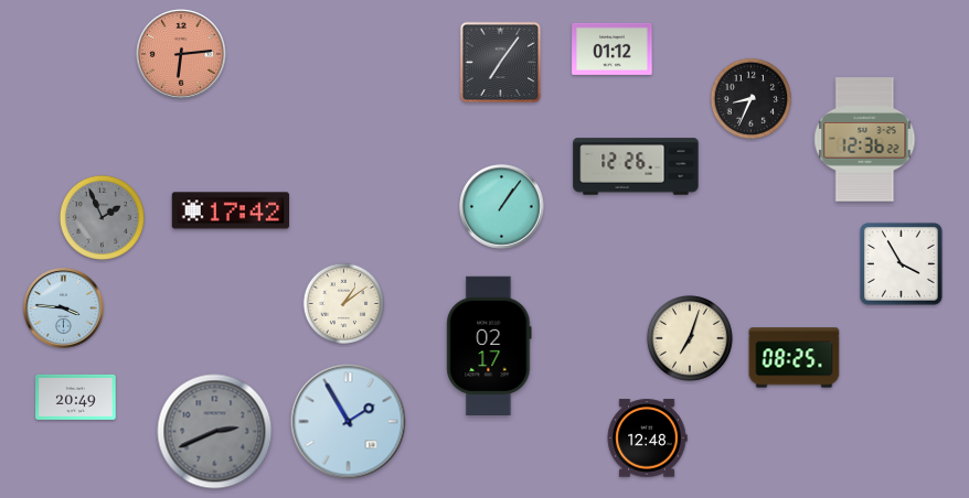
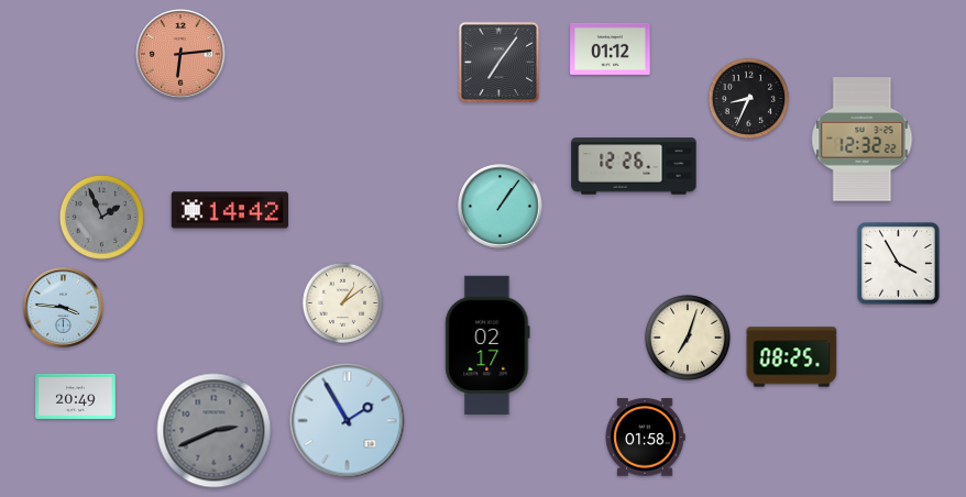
clock at (865, 140): 12:36 -> 12:32
clock at (231, 210): 17:42 -> 14:42
clock at (647, 439): 12:48 -> 01:58
